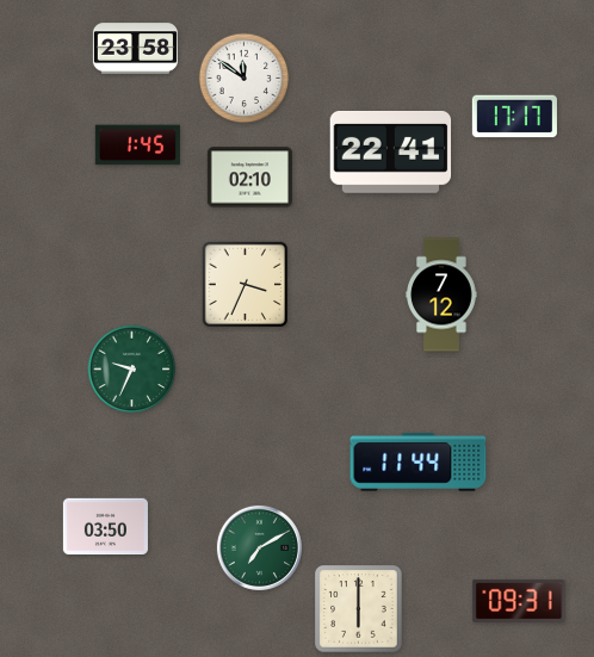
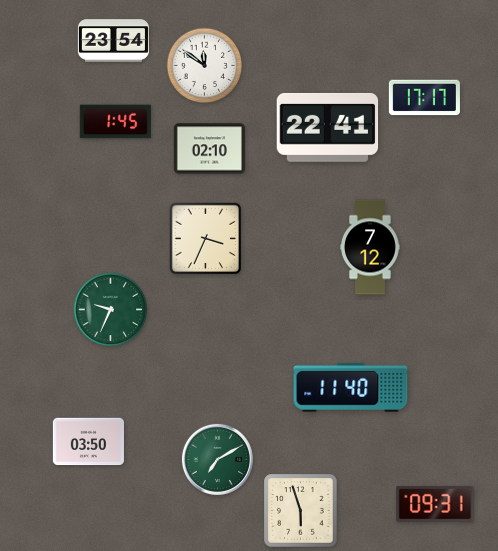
clock at (135, 49): 23:58 -> 23:54
clock at (514, 117) position: (514, 117) -> (424, 98)
clock at (419, 461): 11:44 -> 11:40
clock at (359, 609): 6:00 -> 5:57
